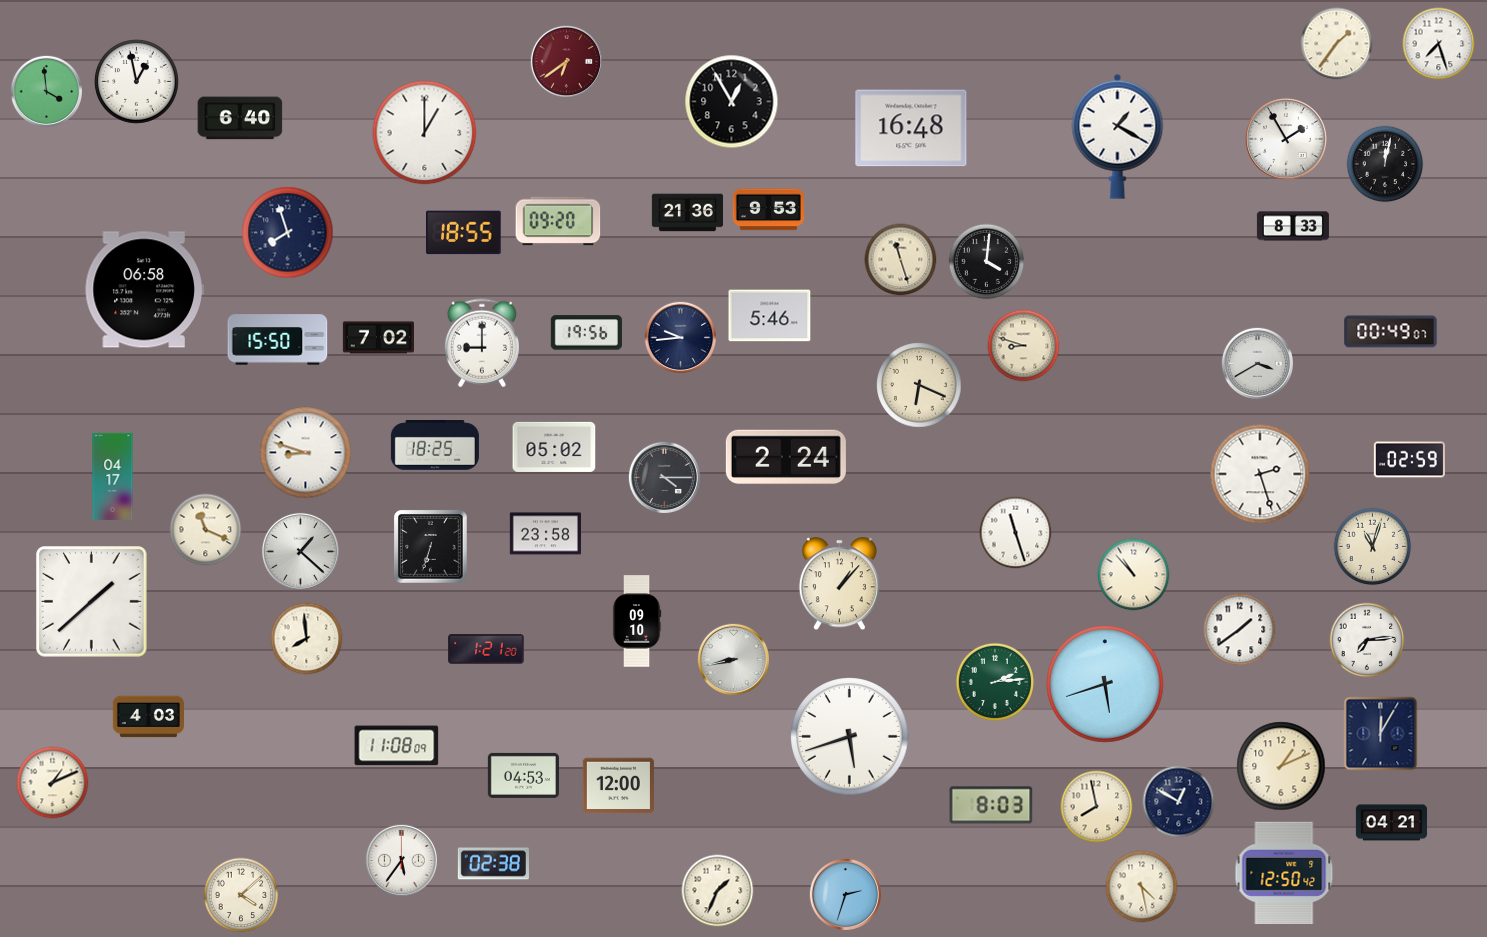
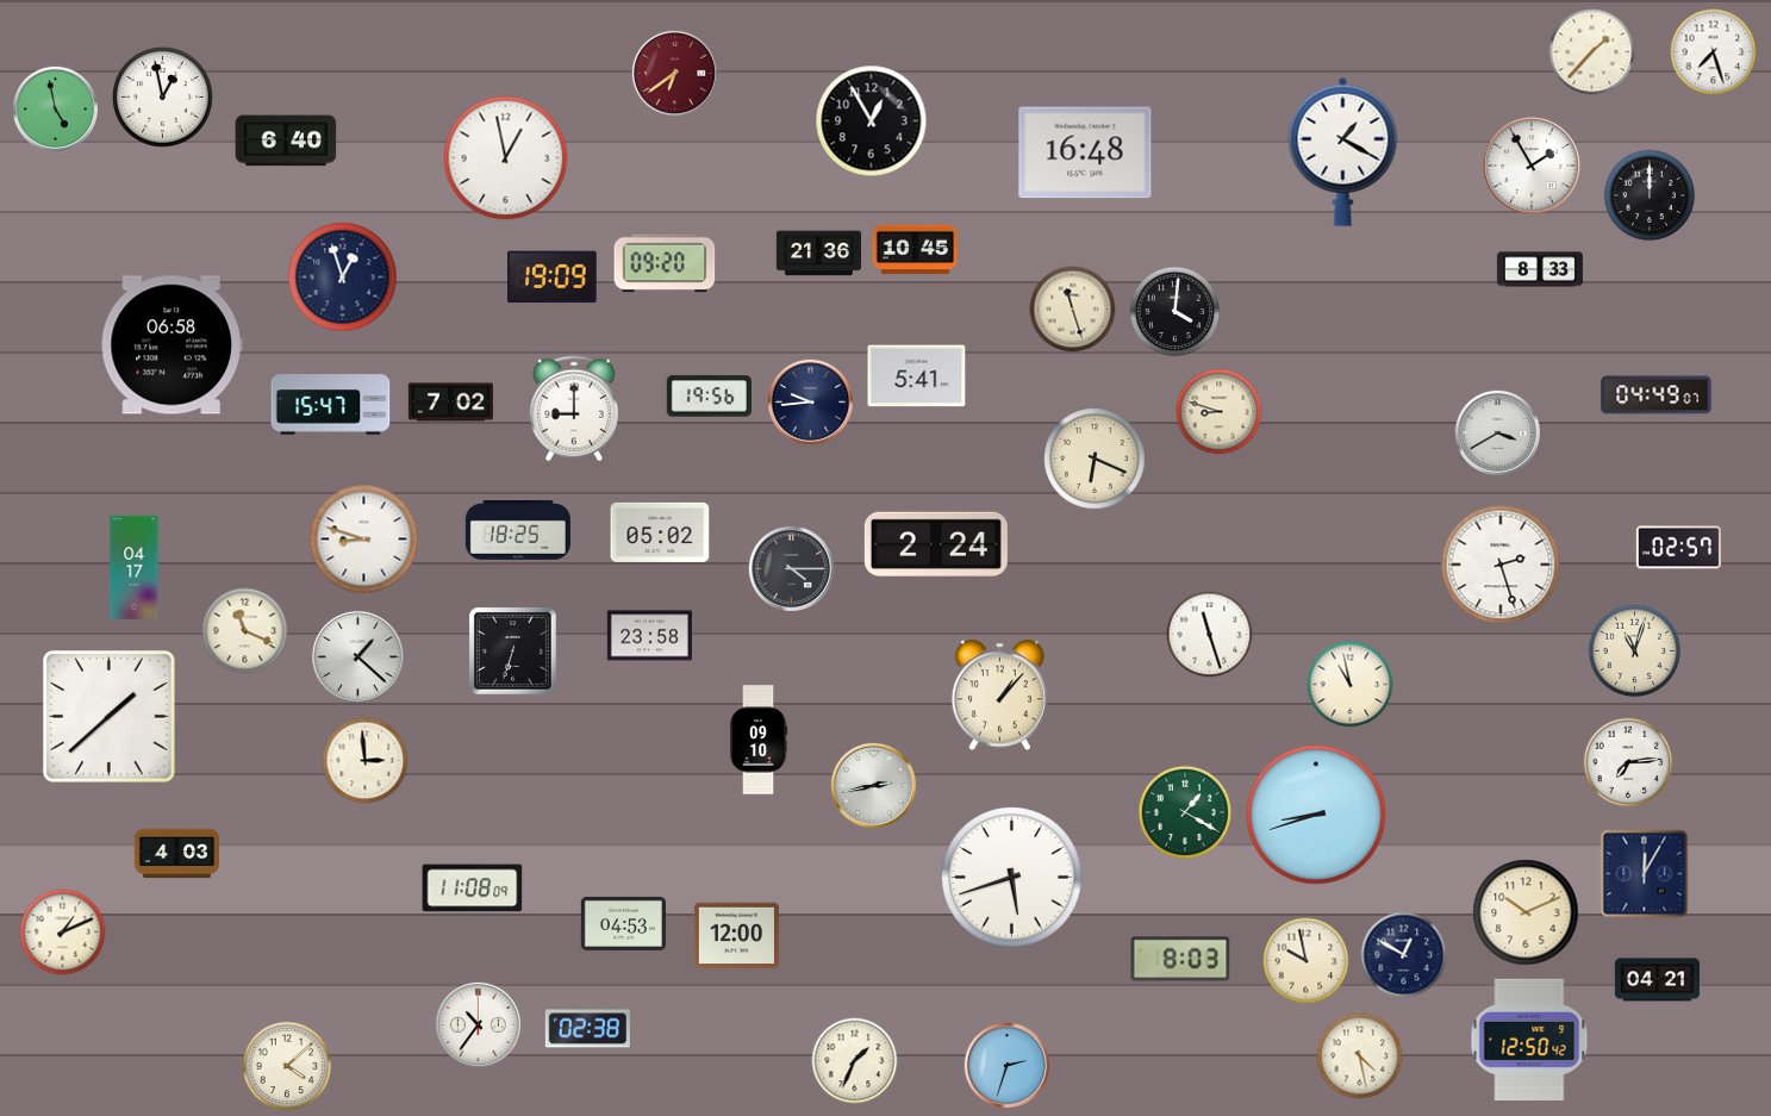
clock at (1337, 44): 1:36 -> 1:37
clock at (46, 91): 3:59 -> 4:58
clock at (425, 133): 1:00 -> 12:58
clock at (1118, 136) position: (1118, 136) -> (1343, 151)
clock at (1385, 164): 12:02 -> 12:00
clock at (768, 210): 9:53 -> 10:45
clock at (288, 233): 7:57 -> 12:57
clock at (464, 233): 18:55 -> 19:09
clock at (770, 316): 5:46 -> 5:41
clock at (1391, 332): 00:49 -> 04:49
clock at (586, 333) position: (586, 333) -> (709, 397)
clock at (278, 340): 15:50 -> 15:47
clock at (1409, 460): 02:59 -> 02:57
clock at (1134, 575): 10:53 -> 10:58
clock at (1240, 630): 1:39 -> none
clock at (307, 639): 7:59 -> 2:59
clock at (486, 649): 1:21 -> none
clock at (733, 659): 8:43 -> 2:43
clock at (994, 681): 2:14 -> 1:20
clock at (1106, 685): 5:42 -> 8:42
clock at (1281, 766): 1:11 -> 10:11
clock at (1097, 807): 7:58 -> 9:58
clock at (401, 860): 5:36 -> 10:36
